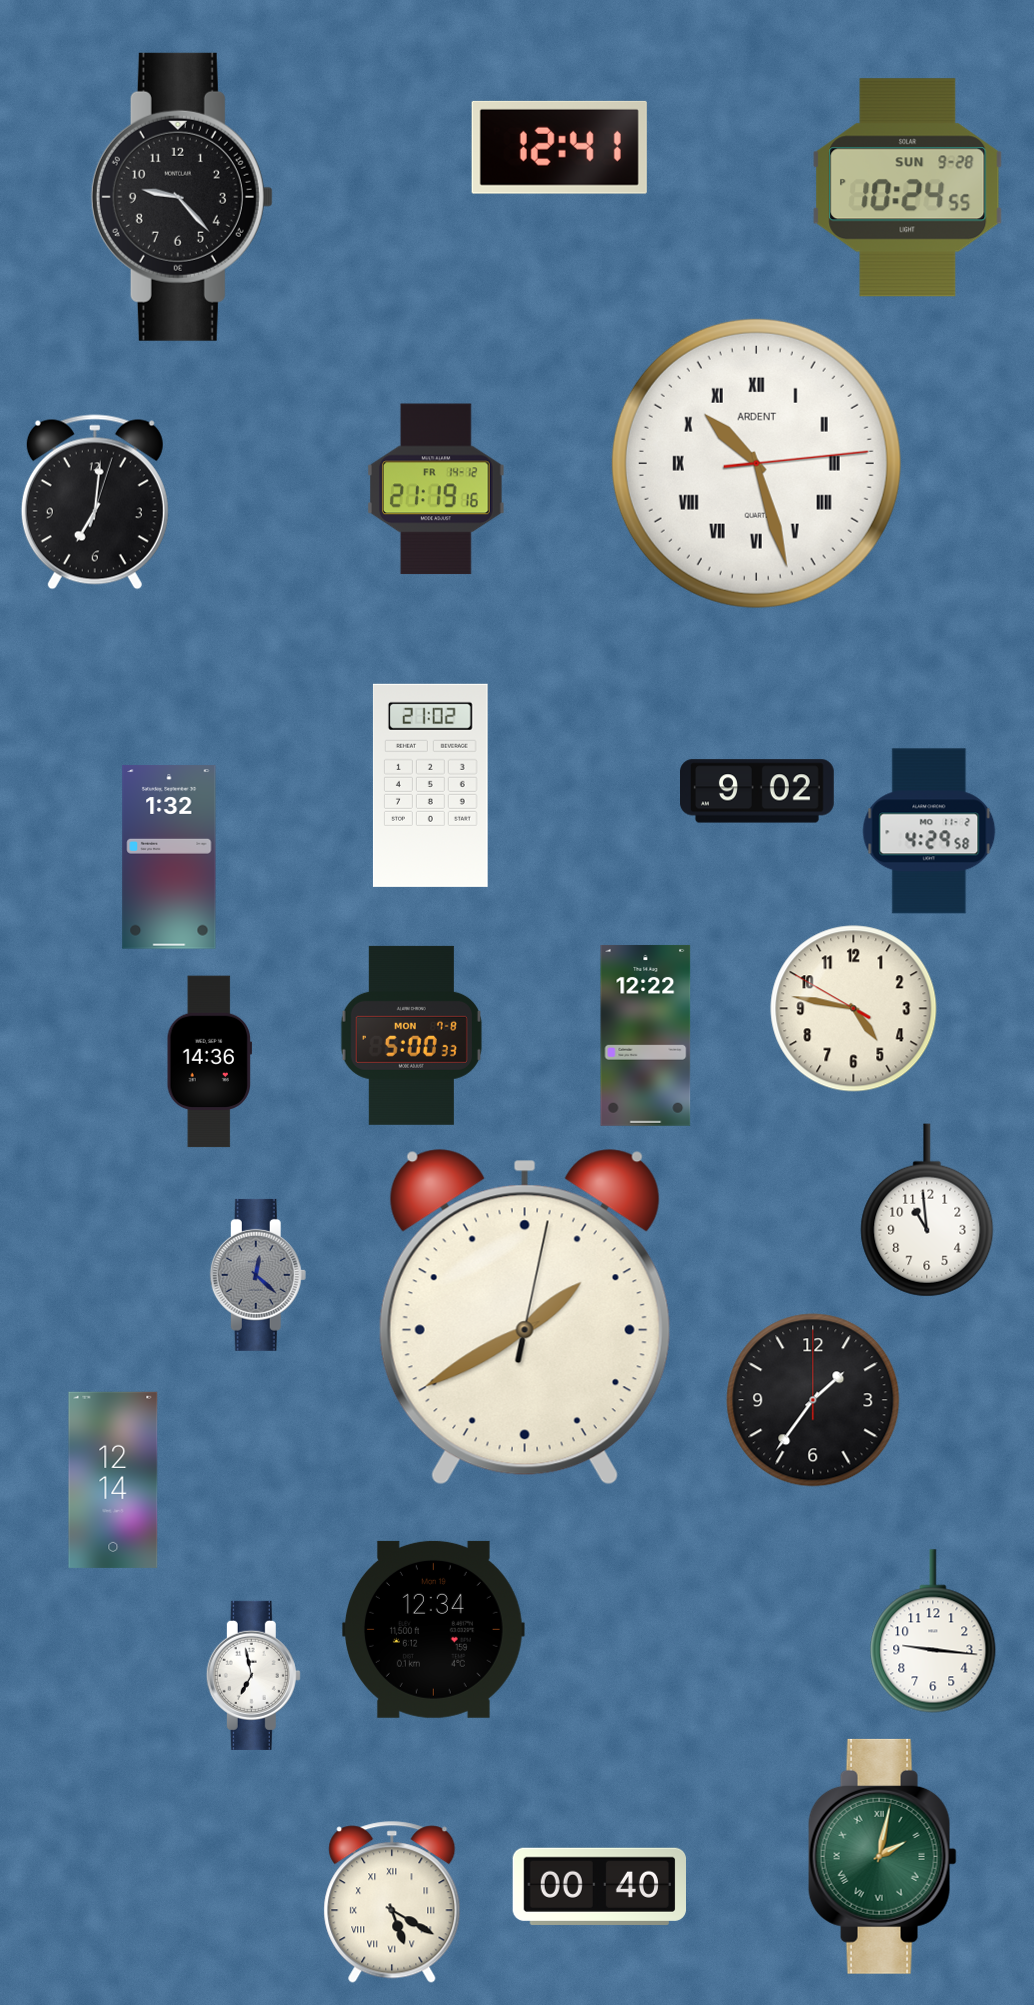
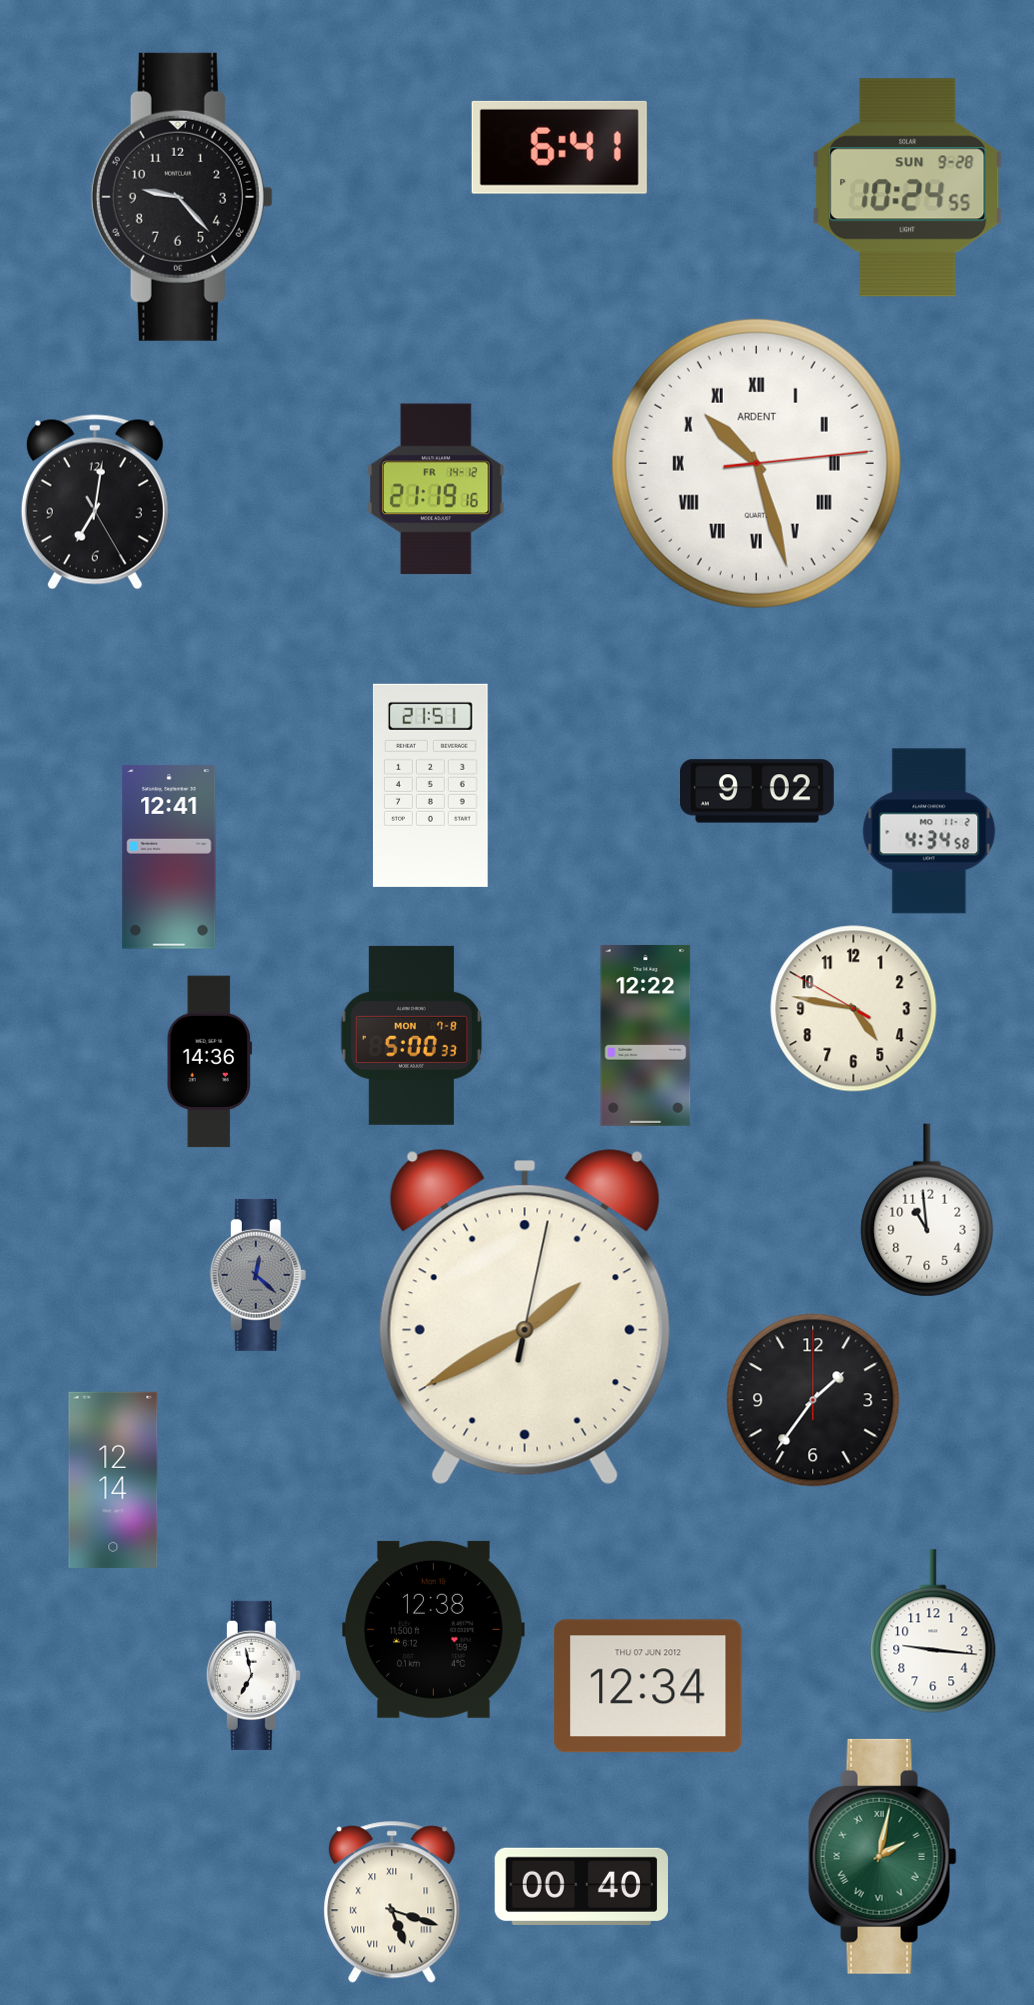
clock at (559, 147): 12:41 -> 6:41
clock at (95, 502): 7:01:03 -> 7:01:25
clock at (430, 785): 21:02 -> 21:51
clock at (929, 831): 4:29 -> 4:34
clock at (169, 857): 1:32 -> 12:41
clock at (434, 1629): 12:34 -> 12:38
clock at (648, 1686): none -> 12:34
clock at (599, 1886) position: (599, 1886) -> (581, 1886)
clock at (392, 1902): 5:20 -> 5:18
